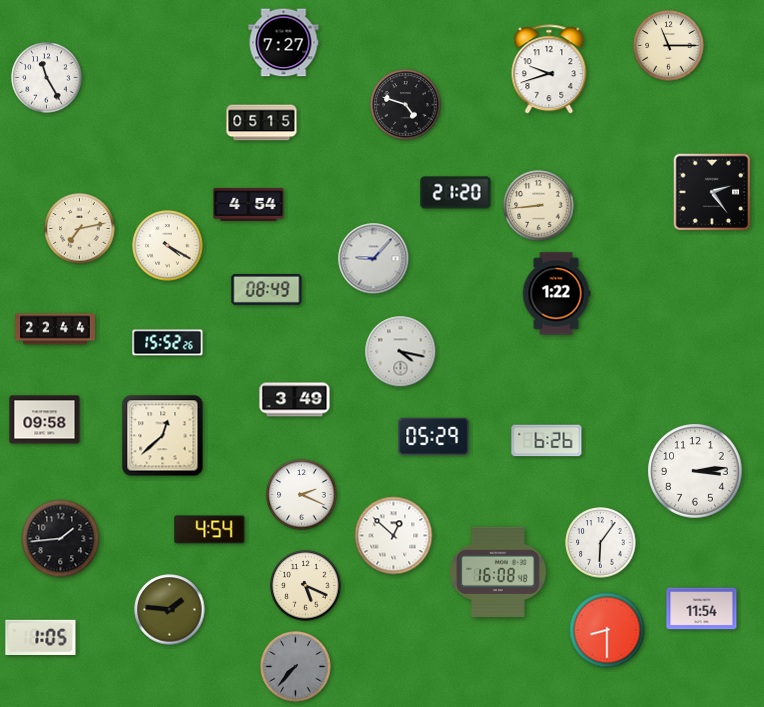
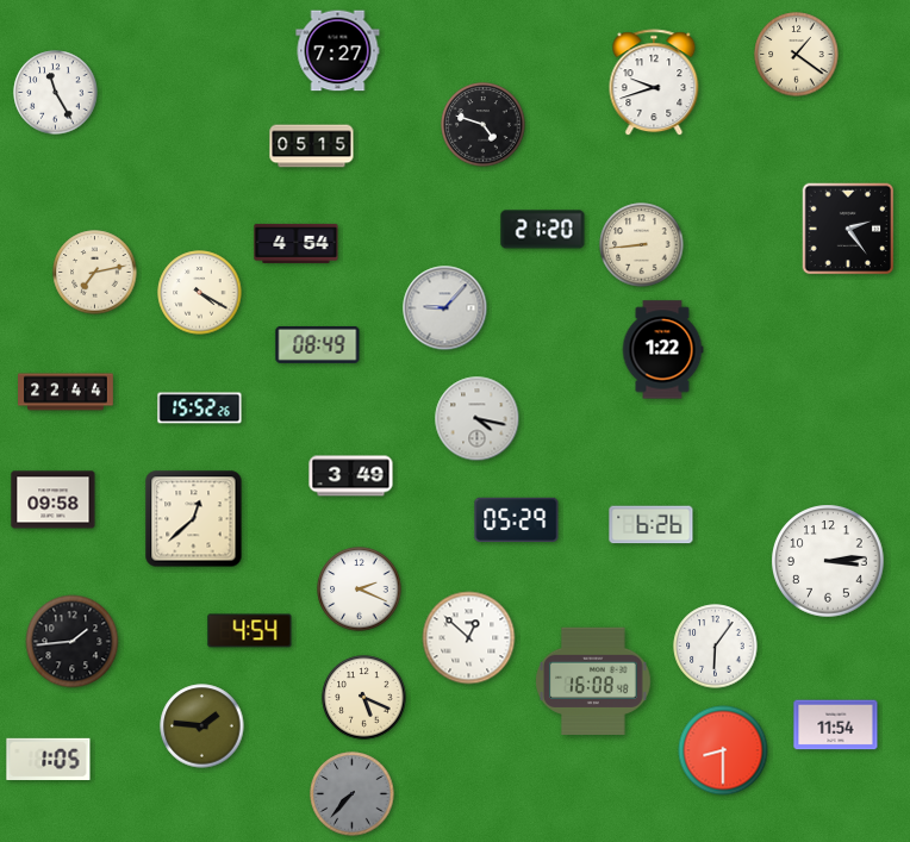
clock at (669, 46): 11:15 -> 1:21
